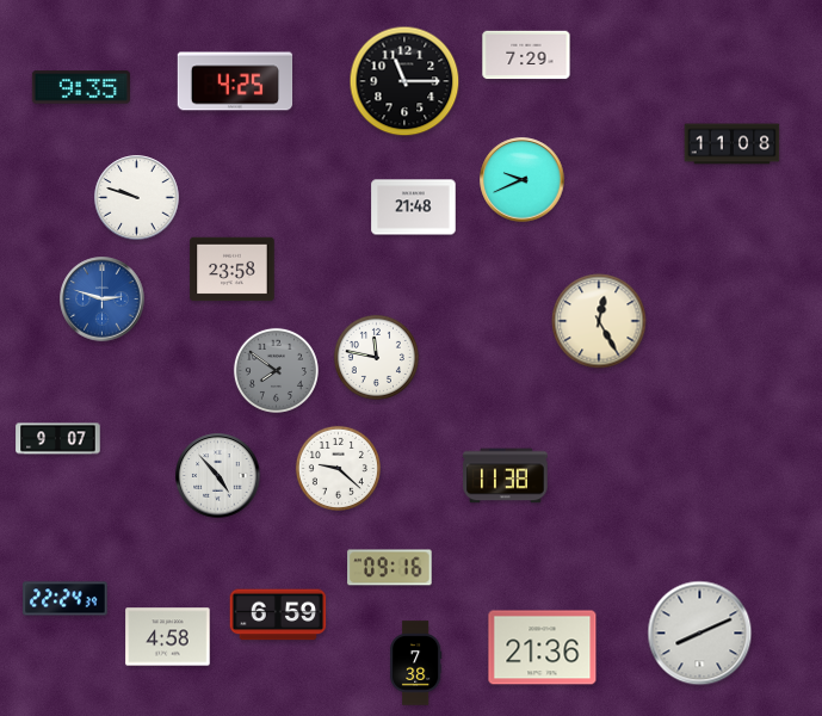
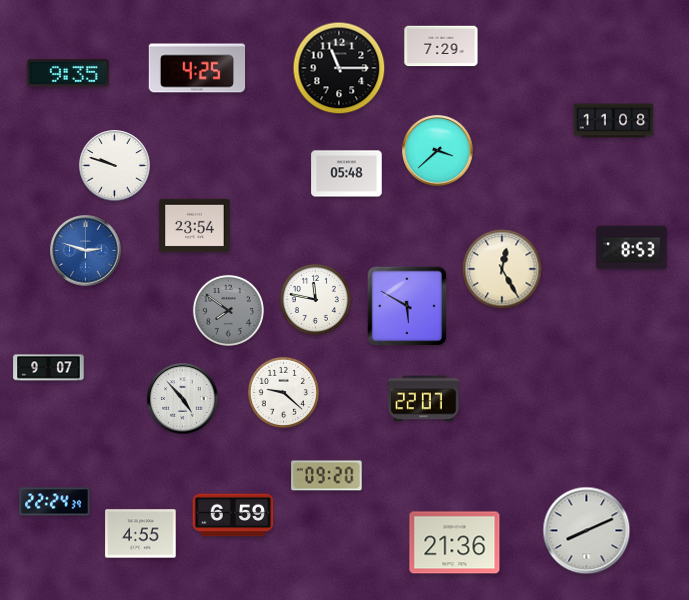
clock at (523, 180): 9:41 -> 3:38
clock at (414, 208): 21:48 -> 05:48
clock at (233, 270): 23:58 -> 23:54
clock at (632, 248): none -> 8:53
clock at (407, 306): none -> 5:50
clock at (276, 370) position: (276, 370) -> (228, 310)
clock at (506, 476): 11:38 -> 22:07
clock at (390, 568): 09:16 -> 09:20
clock at (168, 637): 4:58 -> 4:55
clock at (416, 663): 7:38 -> none
